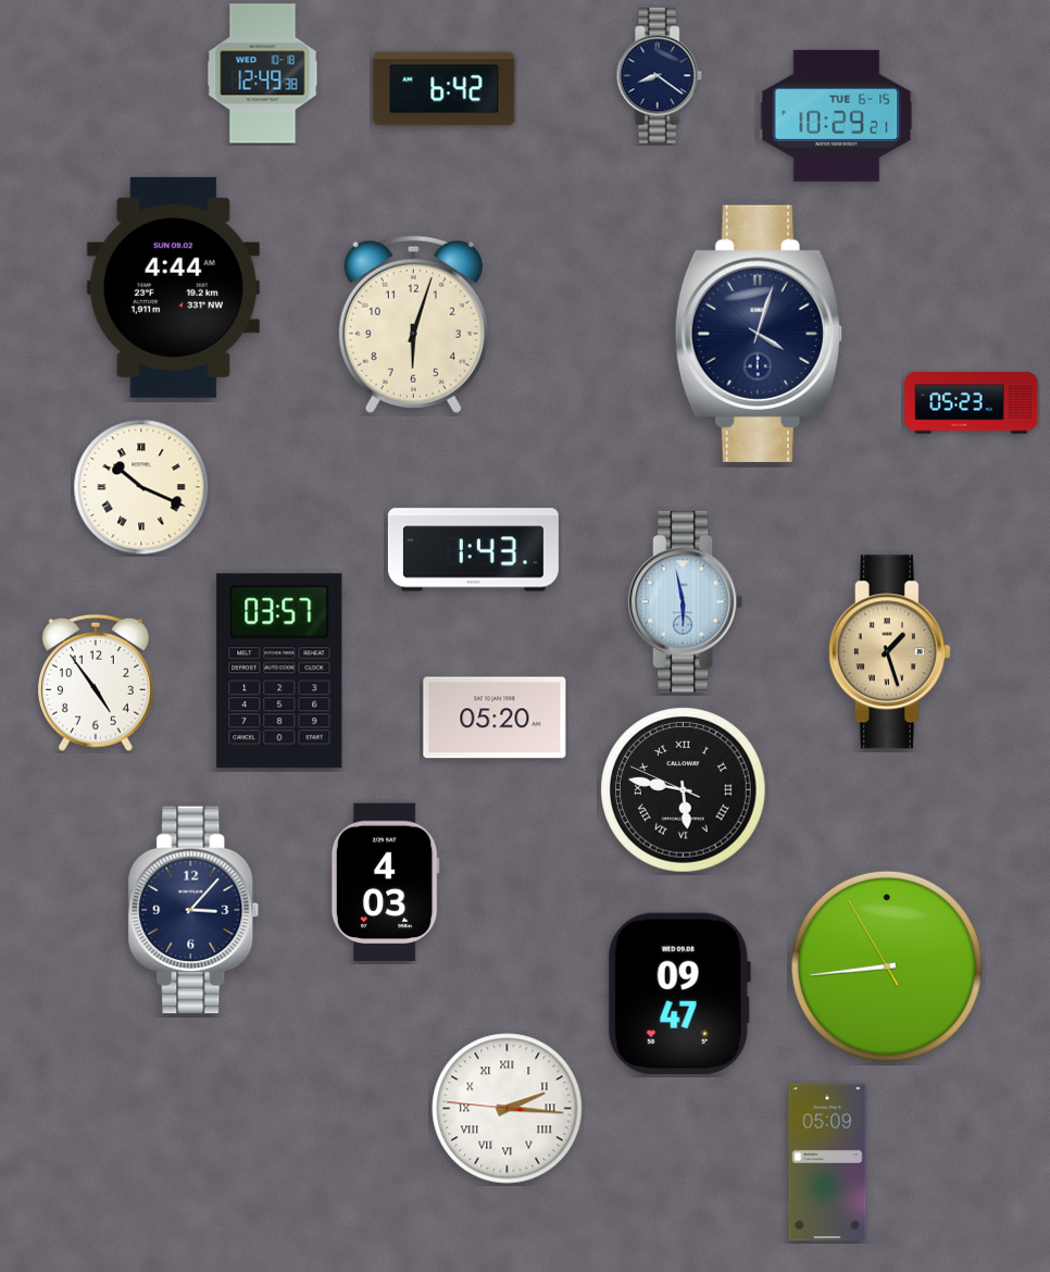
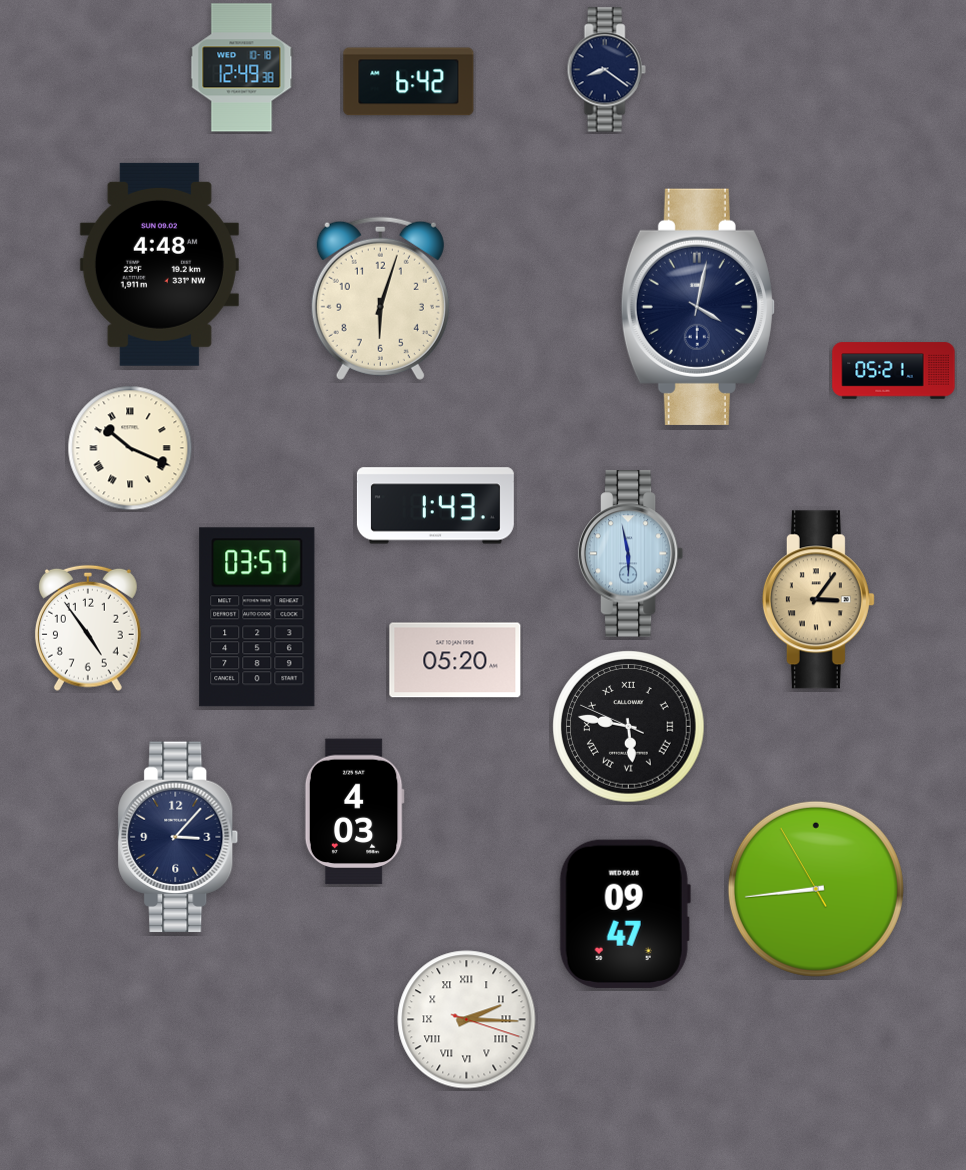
clock at (837, 115): 10:29 -> none
clock at (173, 287): 4:44 -> 4:48
clock at (759, 334): 4:03 -> 4:02
clock at (972, 403): 05:23 -> 05:21
clock at (889, 652): 1:27 -> 3:06
clock at (508, 1109): 2:15:46 -> 2:15:18
clock at (827, 1162): 05:09 -> none
